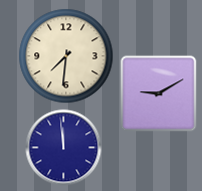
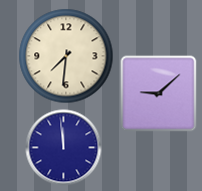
clock at (159, 94): 9:10 -> 9:08
